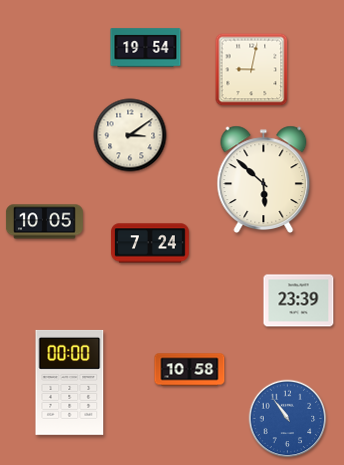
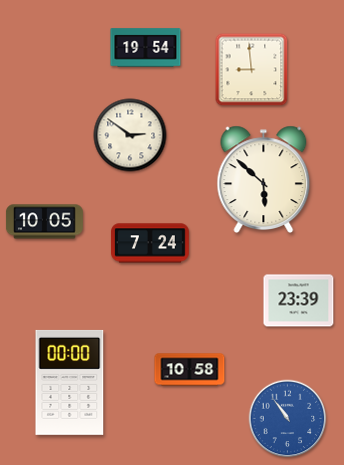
clock at (252, 70): 9:02 -> 8:59
clock at (130, 135): 3:09 -> 2:51
